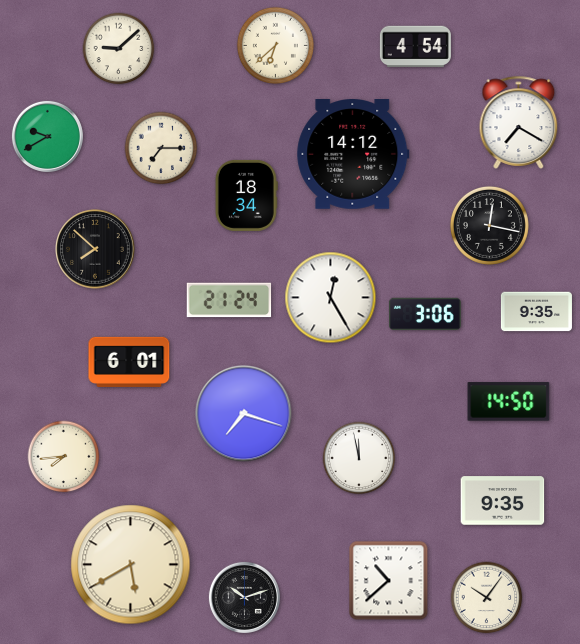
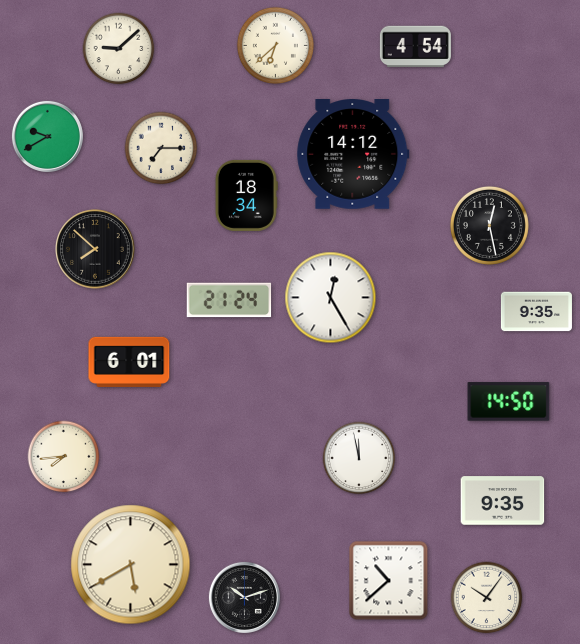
clock at (519, 122): 7:20 -> none
clock at (489, 225): 12:17 -> 12:28
clock at (425, 314): 3:06 -> none
clock at (244, 414): 7:18 -> none
